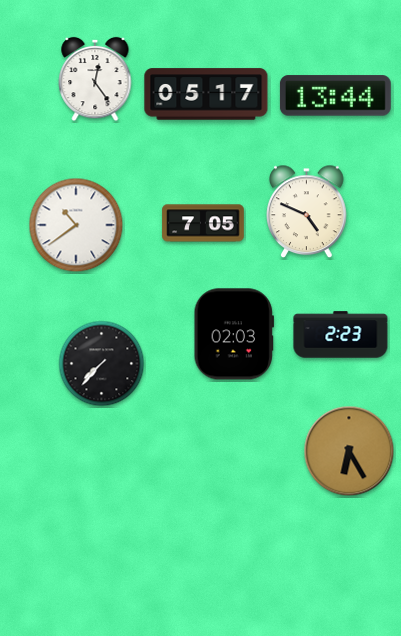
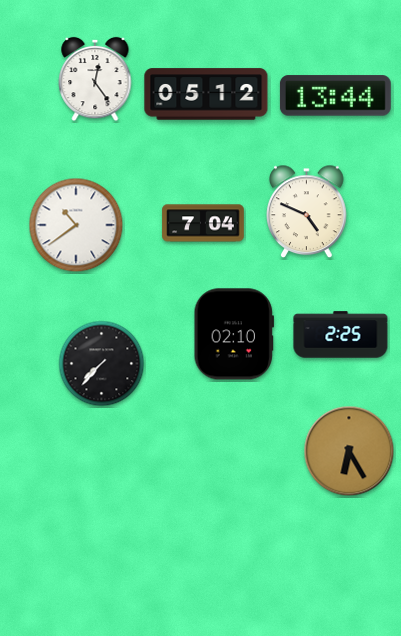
clock at (206, 94): 05:17 -> 05:12
clock at (203, 223): 7:05 -> 7:04
clock at (233, 334): 02:03 -> 02:10
clock at (341, 335): 2:23 -> 2:25
